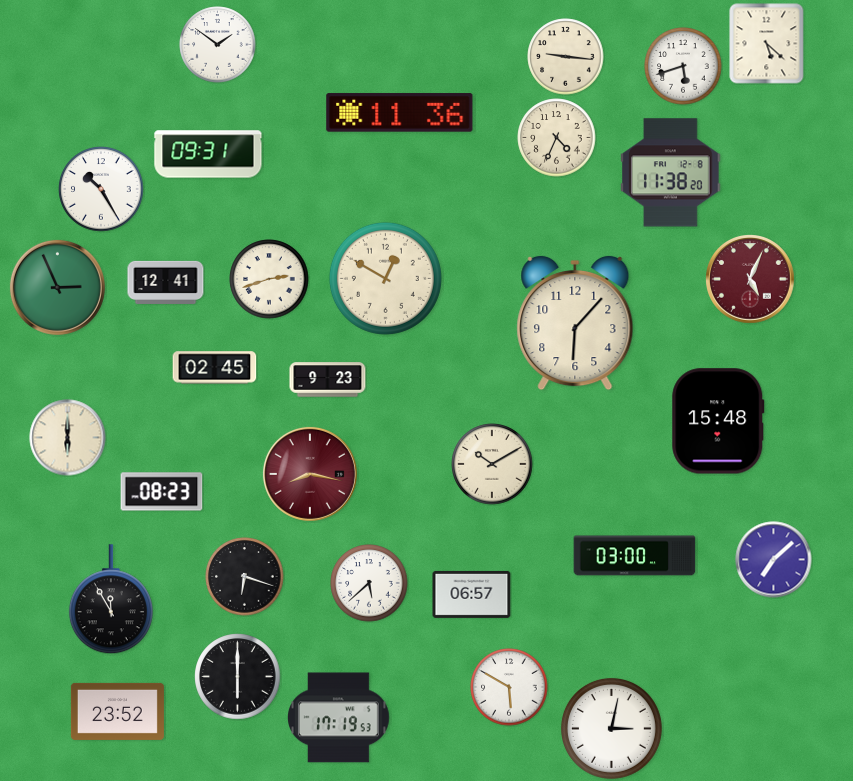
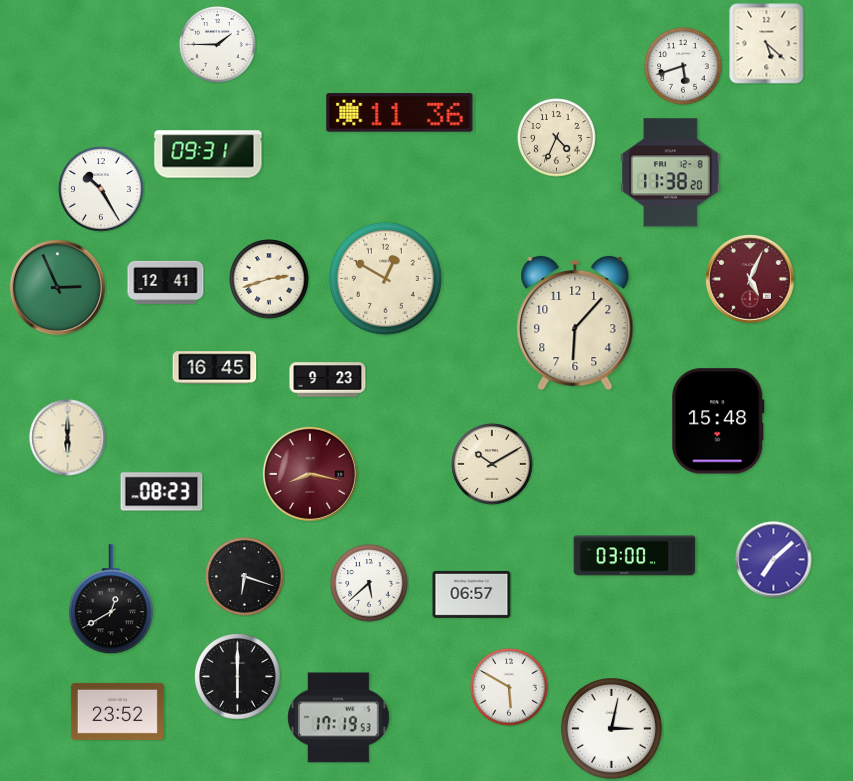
clock at (218, 45): 1:51 -> 1:45
clock at (566, 57): 9:16 -> none
clock at (215, 368): 02:45 -> 16:45
clock at (111, 600): 11:55 -> 12:40
